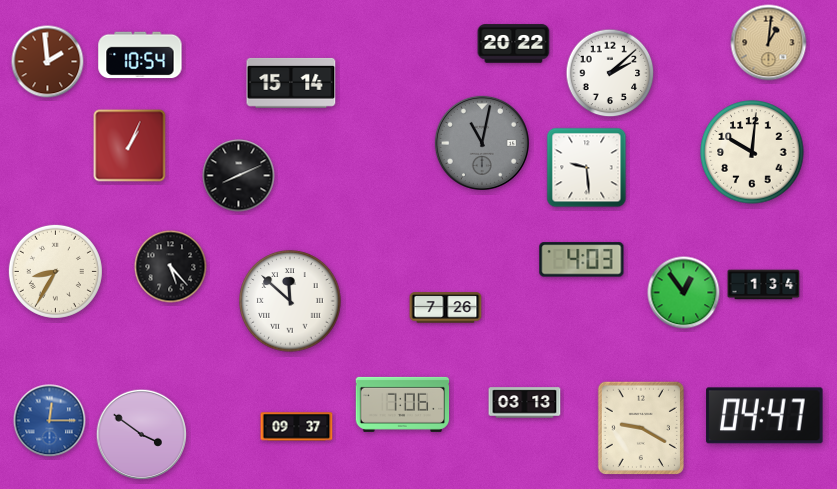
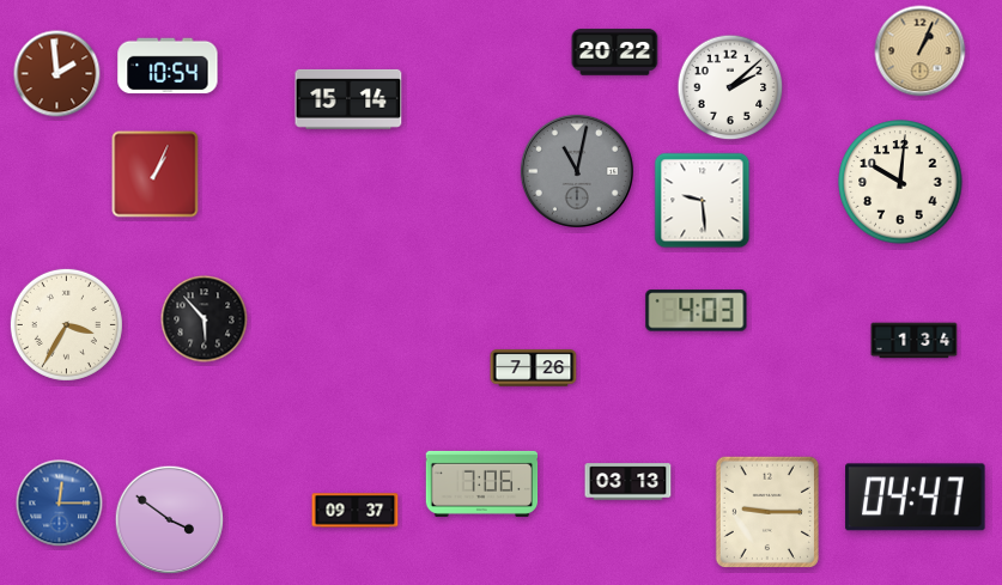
clock at (769, 43): 1:01 -> 1:04
clock at (239, 176): 8:11 -> none
clock at (171, 267): 5:23 -> 5:53
clock at (55, 271): 8:35 -> 3:35
clock at (684, 293): 12:54 -> none
clock at (290, 301): 11:52 -> none
clock at (641, 428): 9:20 -> 9:15
